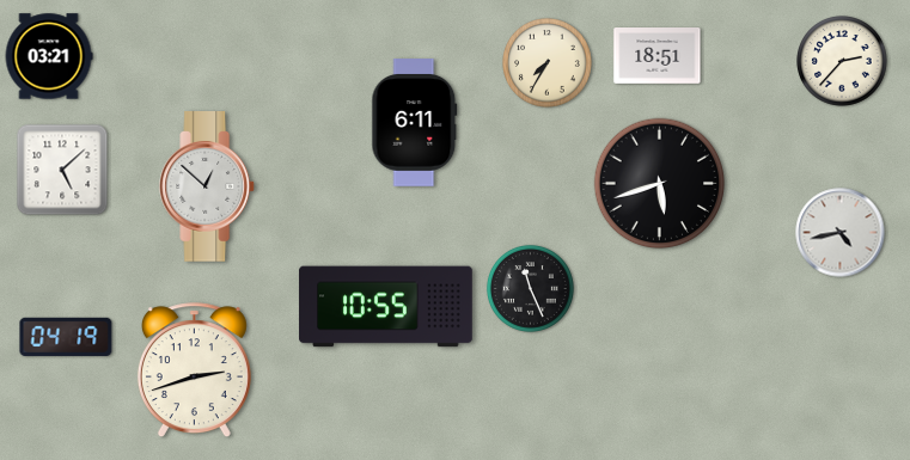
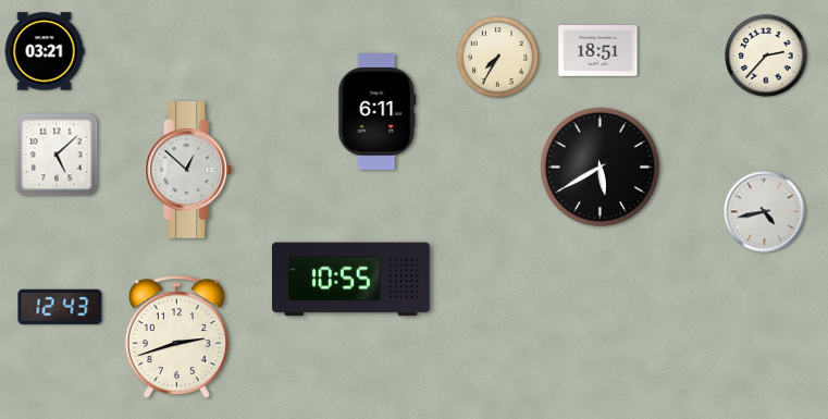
clock at (660, 184): 5:42 -> 5:40
clock at (530, 288): 11:26 -> none
clock at (66, 337): 04:19 -> 12:43
